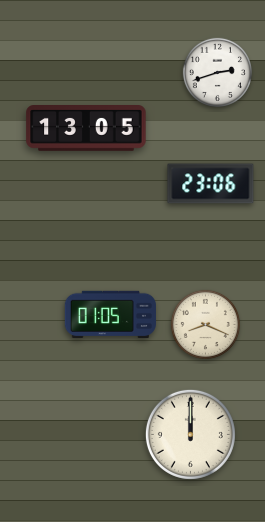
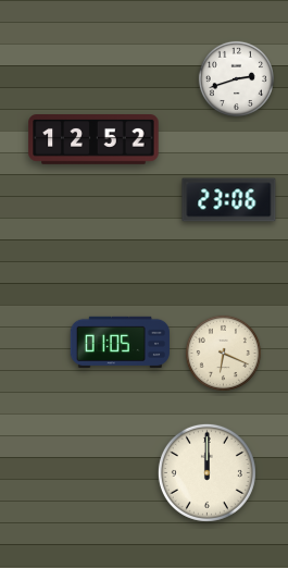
clock at (86, 129): 13:05 -> 12:52
clock at (205, 324): 8:19 -> 6:19
